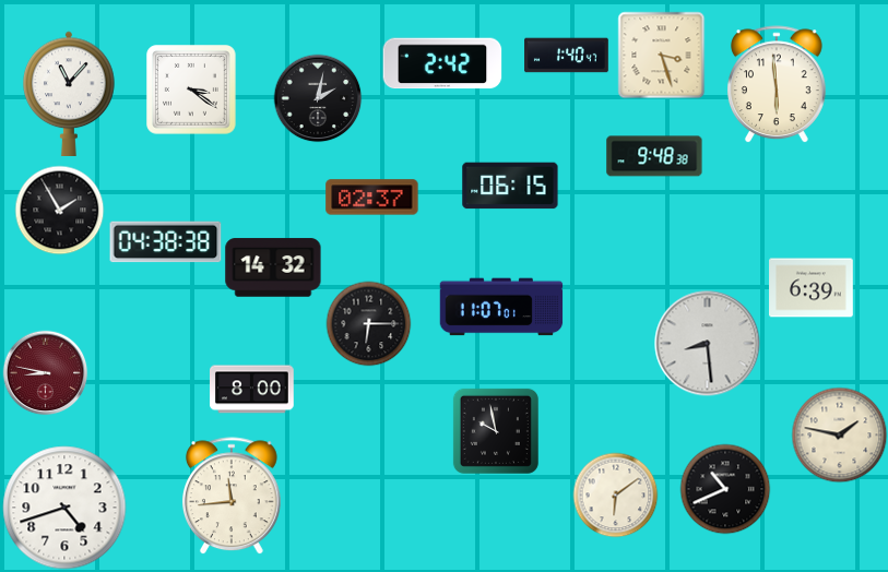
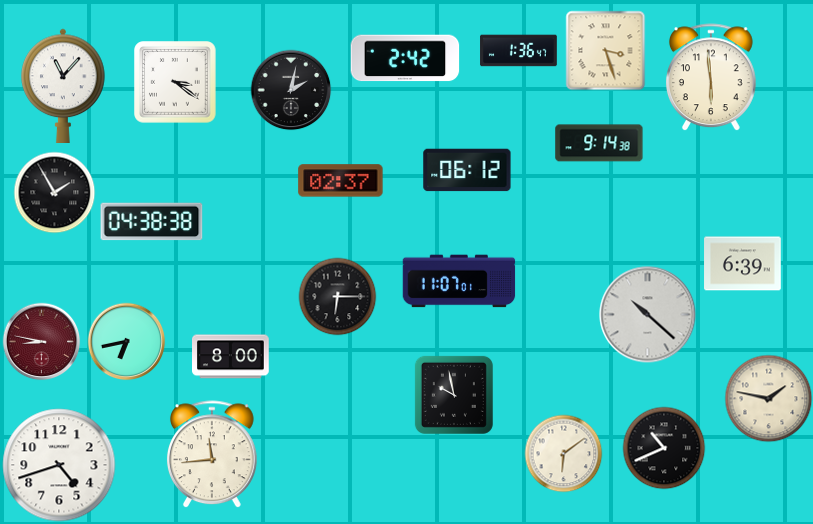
clock at (567, 56): 1:40 -> 1:36
clock at (654, 156): 9:48 -> 9:14
clock at (510, 186): 06:15 -> 06:12
clock at (273, 267): 14:32 -> none
clock at (708, 344): 8:29 -> 10:22
clock at (126, 341): none -> 6:43
